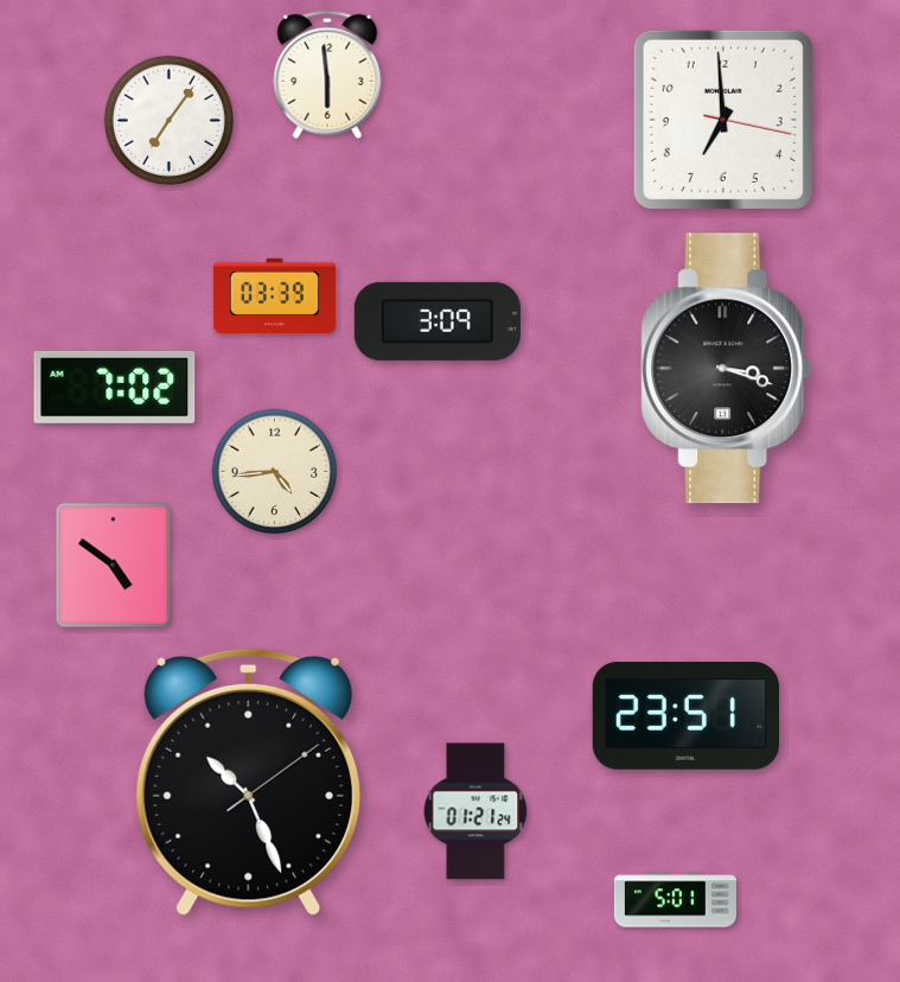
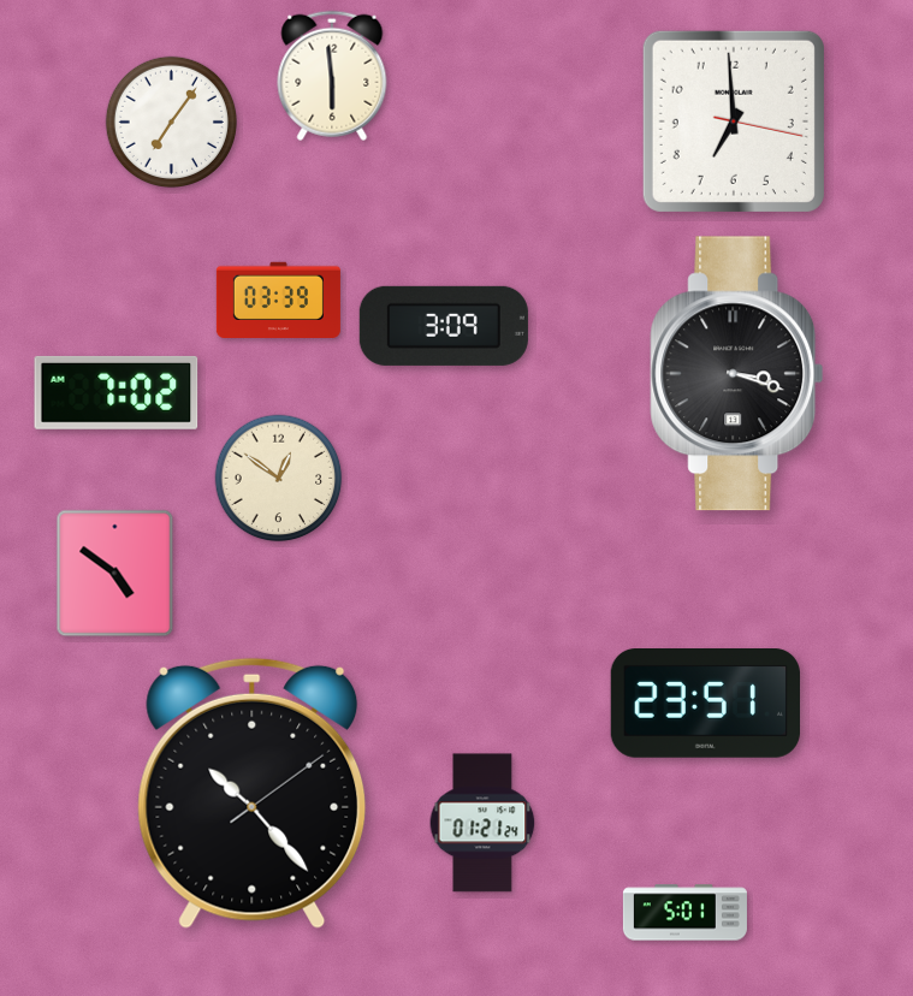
clock at (275, 472): 4:44 -> 12:51
clock at (685, 716) position: (685, 716) -> (705, 704)
clock at (249, 782): 10:26 -> 10:23
